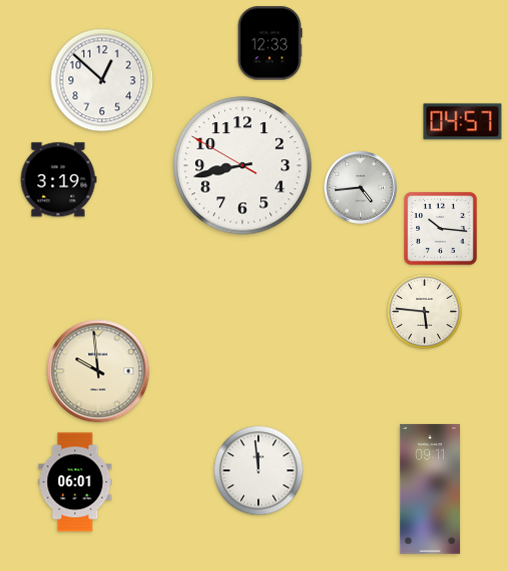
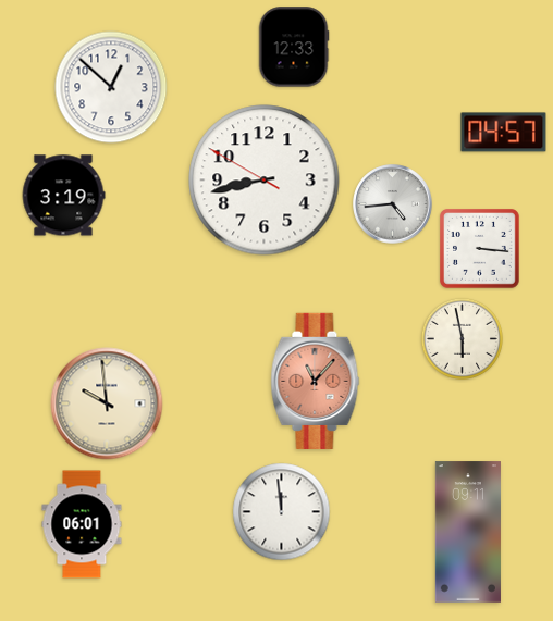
clock at (441, 229): 10:16 -> 3:16
clock at (424, 311): 5:46 -> 5:58
clock at (316, 381): none -> 11:07
